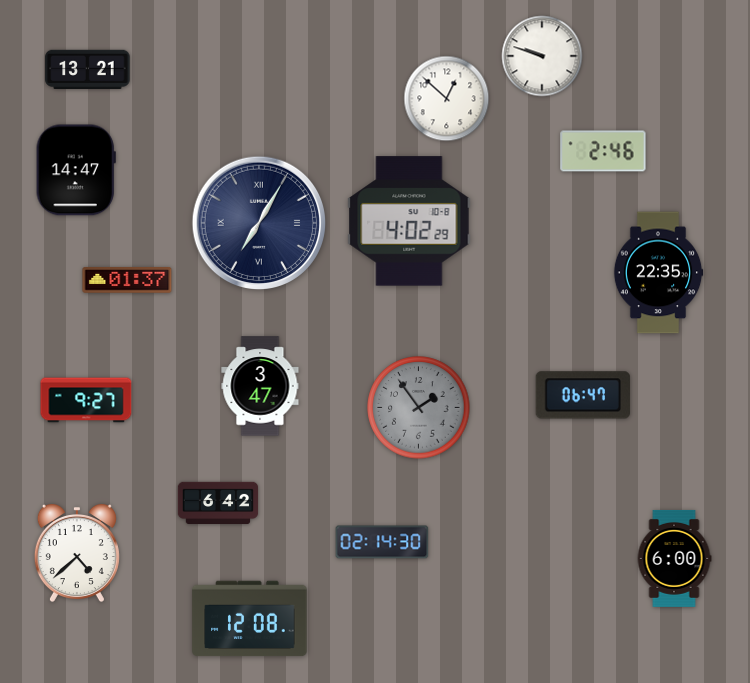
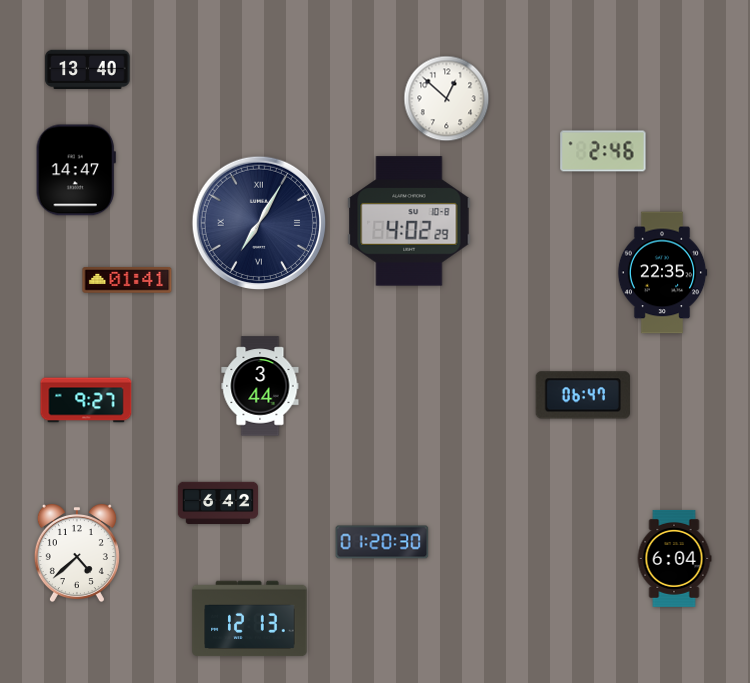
clock at (542, 56): 9:48 -> none
clock at (88, 69): 13:21 -> 13:40
clock at (658, 273) position: (658, 273) -> (662, 273)
clock at (127, 280): 01:37 -> 01:41
clock at (260, 386): 3:47 -> 3:44
clock at (419, 408): 1:54 -> none
clock at (382, 542): 02:14 -> 01:20
clock at (674, 558): 6:00 -> 6:04
clock at (250, 619): 12:08 -> 12:13
